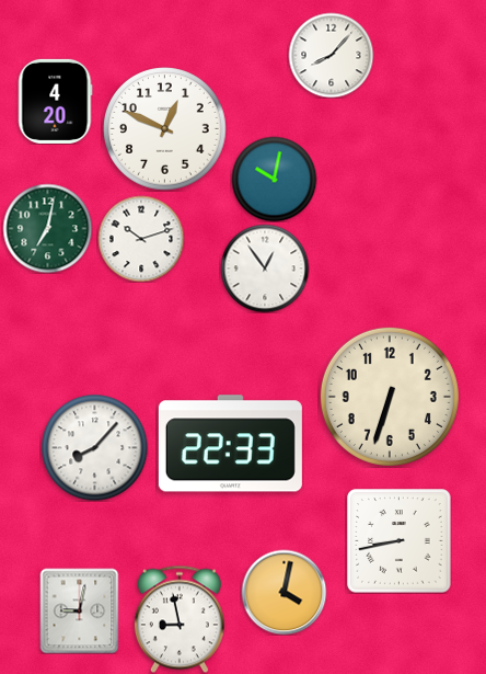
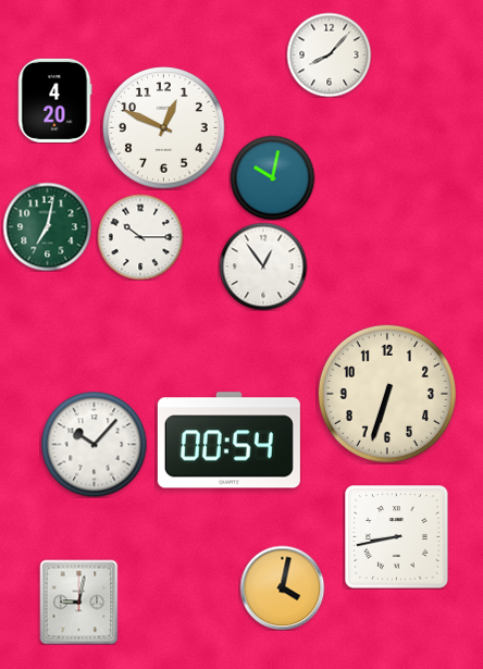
clock at (141, 239): 10:12 -> 10:15
clock at (230, 444): 22:33 -> 00:54
clock at (94, 447): 8:07 -> 10:07
clock at (80, 610) position: (80, 610) -> (79, 602)
clock at (180, 619): 8:58 -> none
